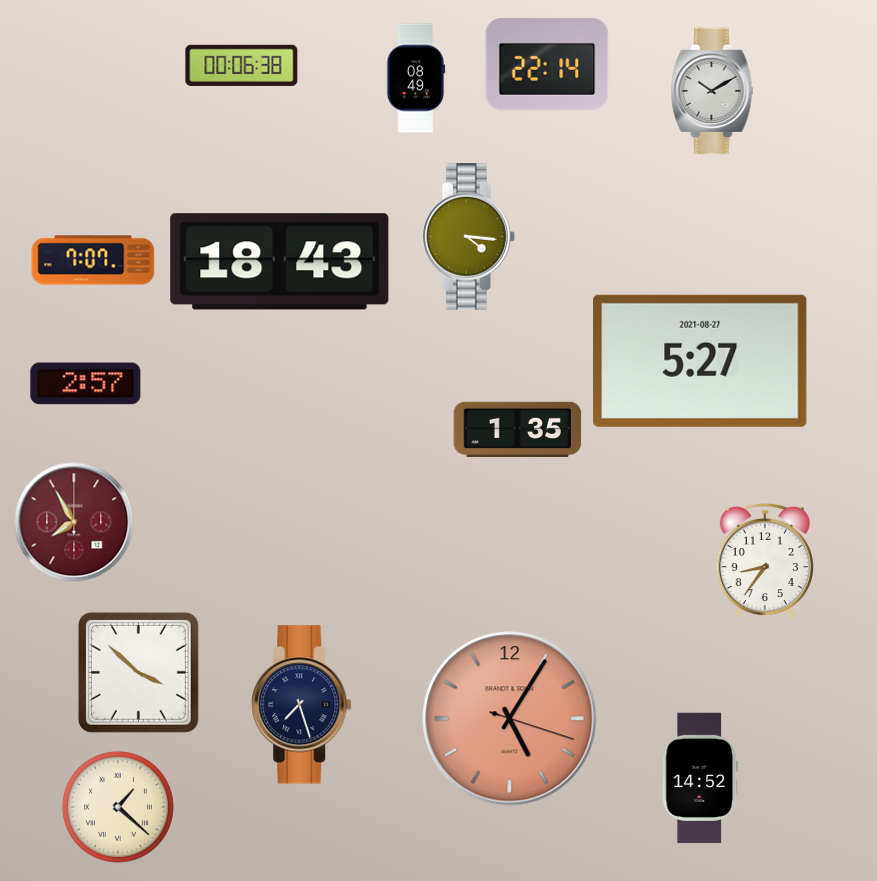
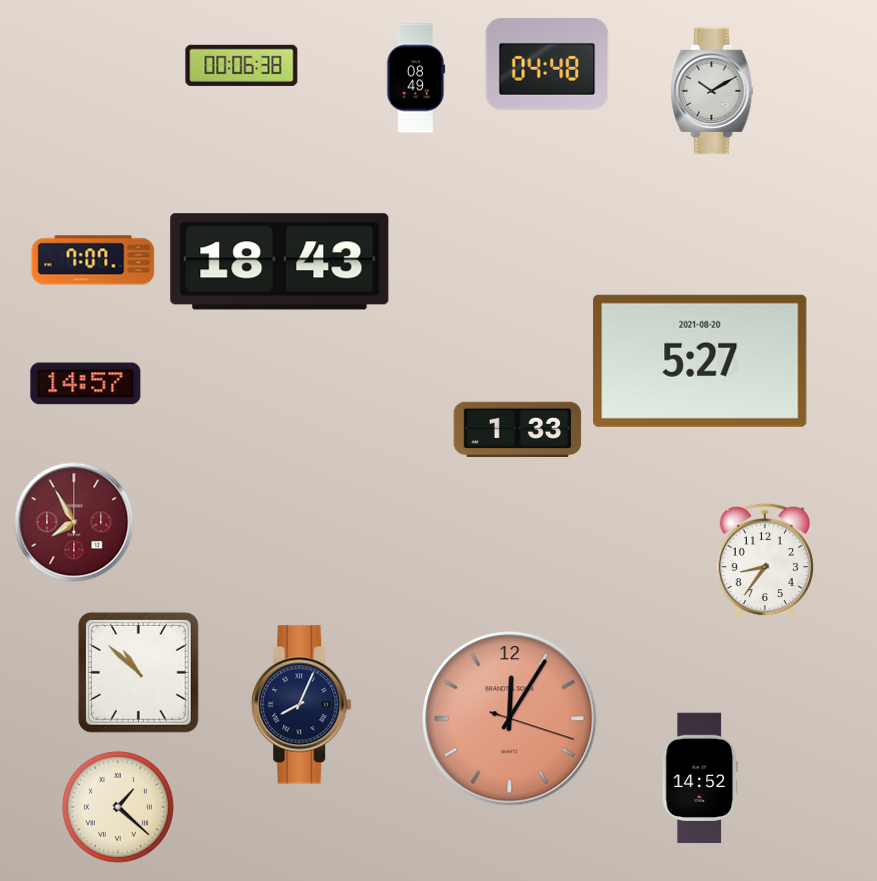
clock at (547, 64): 22:14 -> 04:48
clock at (468, 237): 4:16 -> none
clock at (700, 361) date: 2021-08-27 -> 2021-08-20
clock at (86, 384): 2:57 -> 14:57
clock at (518, 429): 1:35 -> 1:33
clock at (138, 672): 3:52 -> 10:52
clock at (302, 705): 7:27 -> 8:04
clock at (510, 719): 5:05 -> 12:05
